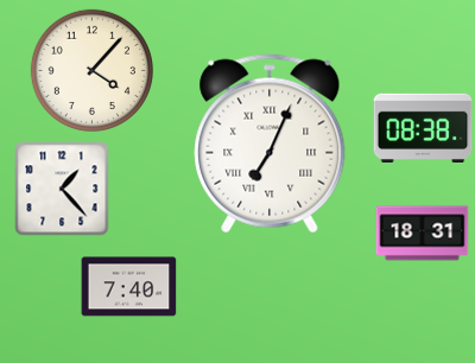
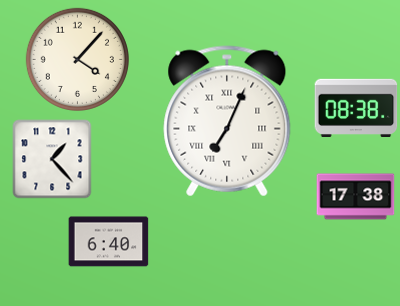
clock at (422, 234): 18:31 -> 17:38
clock at (128, 287): 7:40 -> 6:40
